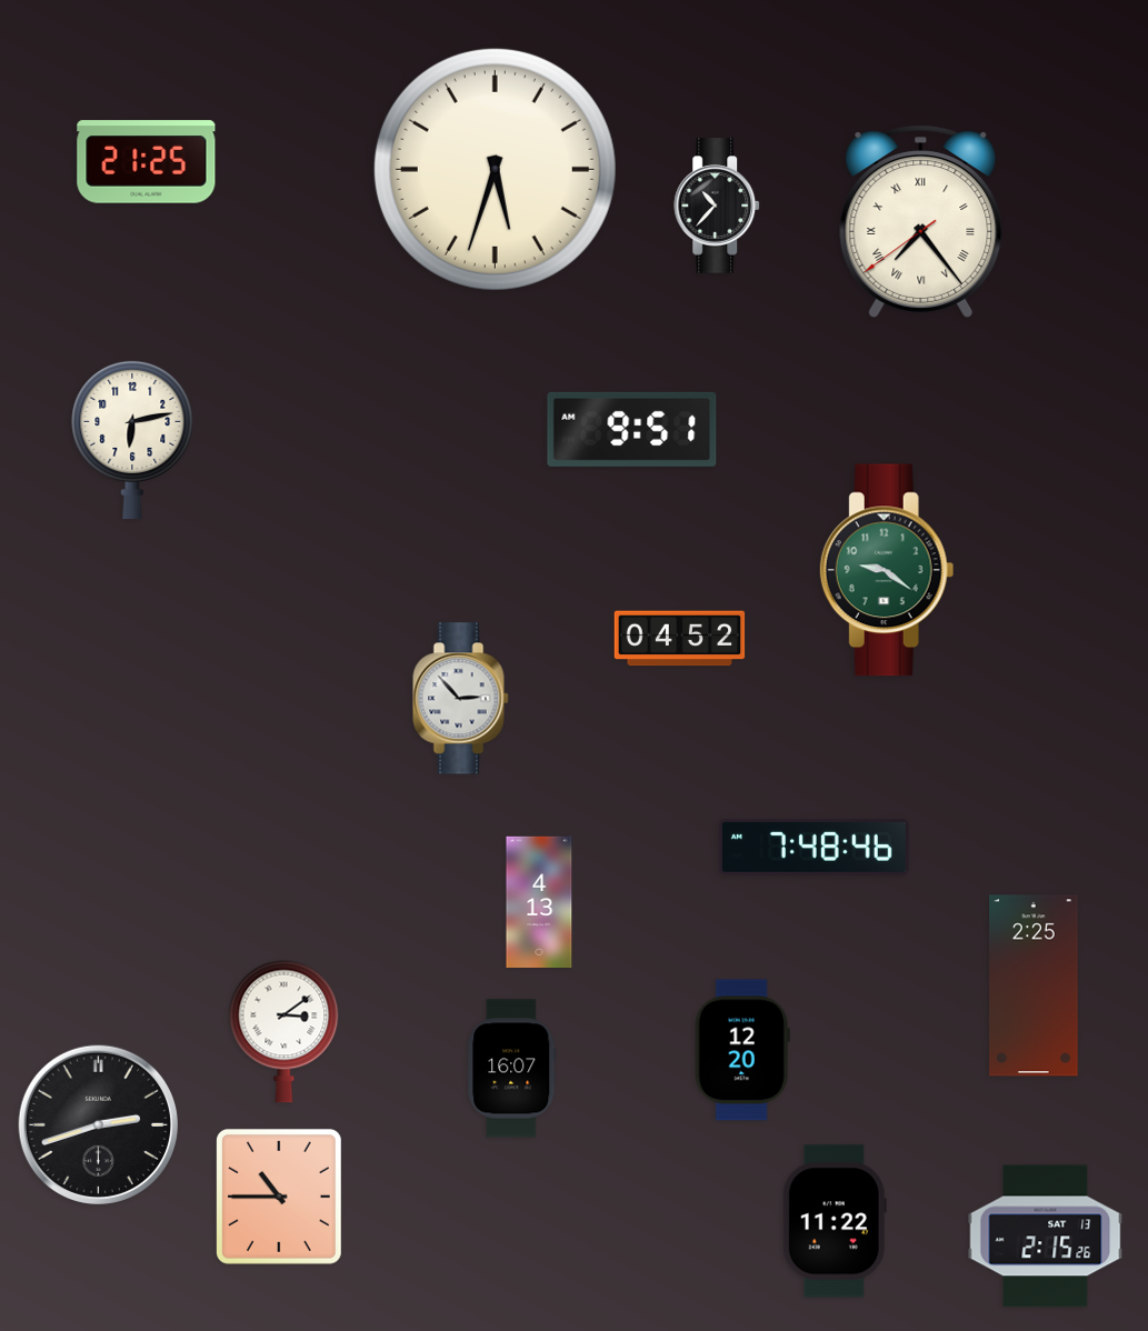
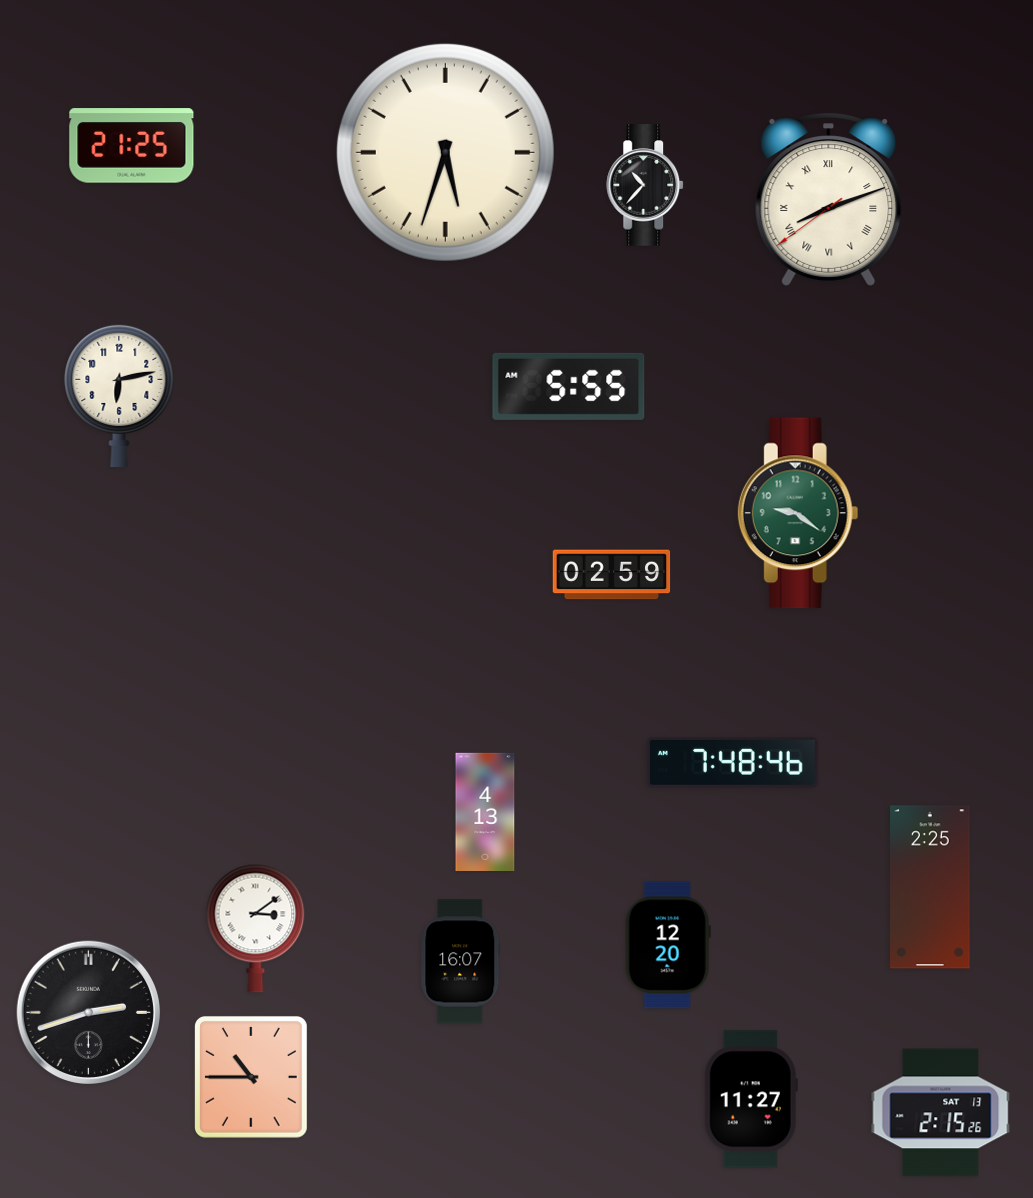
clock at (921, 221): 7:23 -> 8:11
clock at (632, 429): 9:51 -> 5:55
clock at (680, 639): 04:52 -> 02:59
clock at (461, 699): 2:53 -> none
clock at (835, 1221): 11:22 -> 11:27
